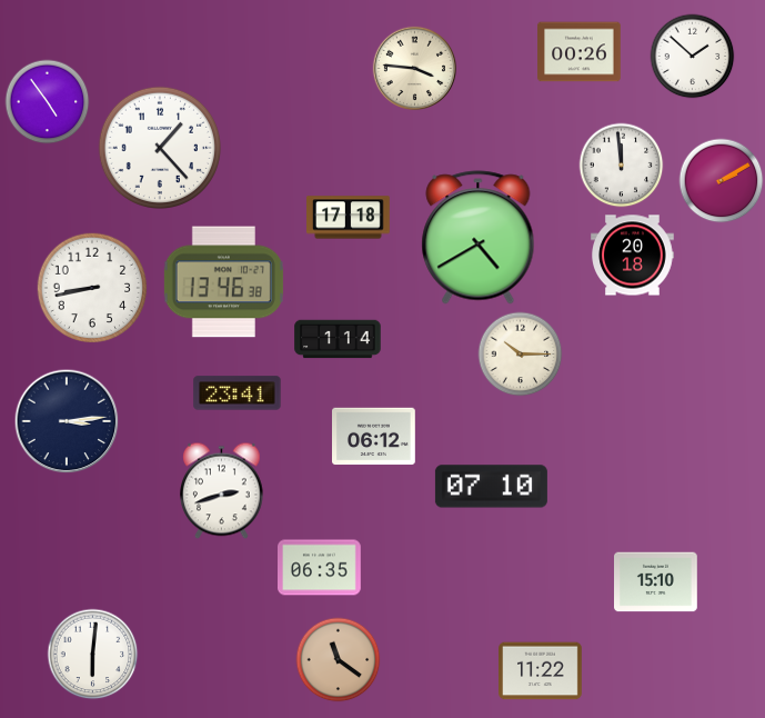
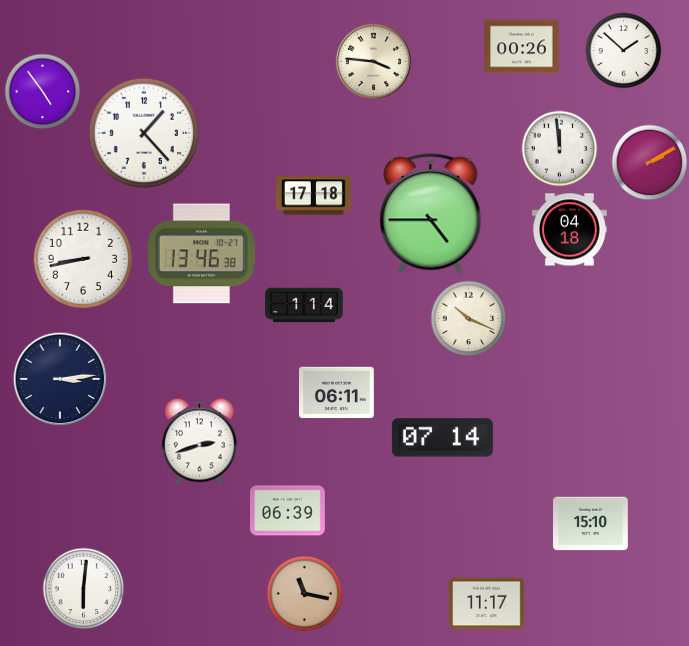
clock at (479, 238): 4:40 -> 4:45
clock at (633, 256): 20:18 -> 04:18
clock at (521, 355): 10:15 -> 10:19
clock at (238, 393): 23:41 -> none
clock at (374, 437): 06:12 -> 06:11
clock at (491, 487): 07:10 -> 07:14
clock at (320, 568): 06:35 -> 06:39
clock at (339, 660): 11:21 -> 11:17
clock at (541, 671): 11:22 -> 11:17
